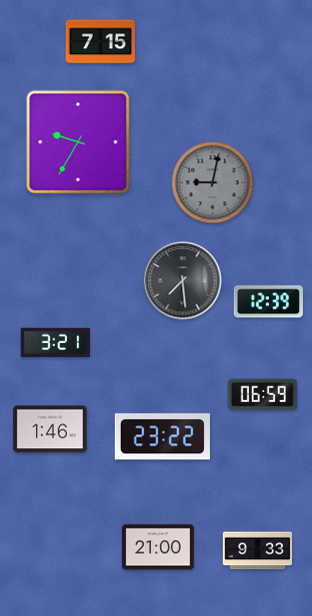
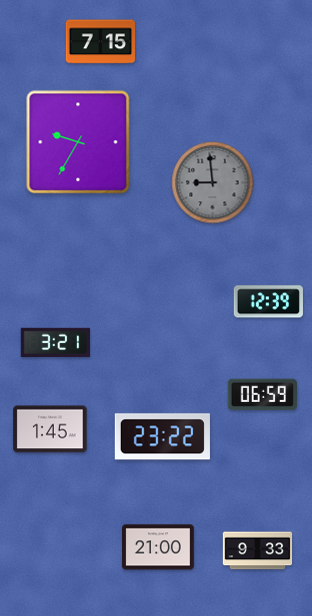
clock at (213, 183): 9:02 -> 8:59
clock at (183, 281): 7:29 -> none
clock at (50, 429): 1:46 -> 1:45
